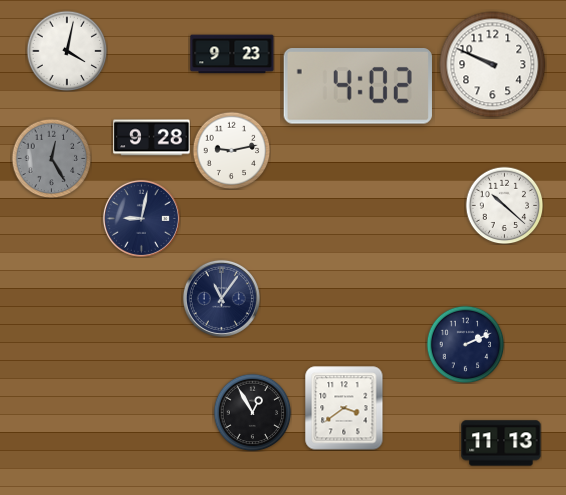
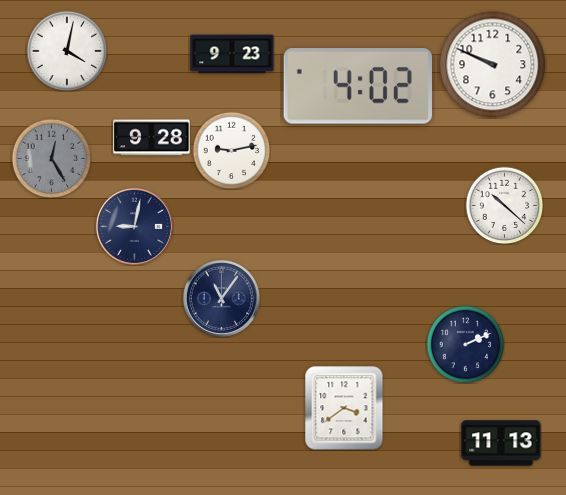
clock at (141, 218) position: (141, 218) -> (134, 226)
clock at (252, 412): 12:55 -> none
